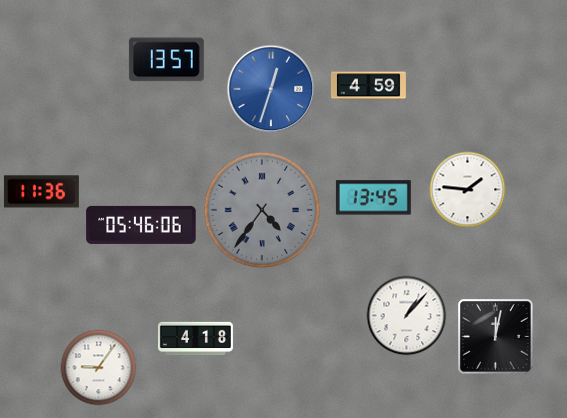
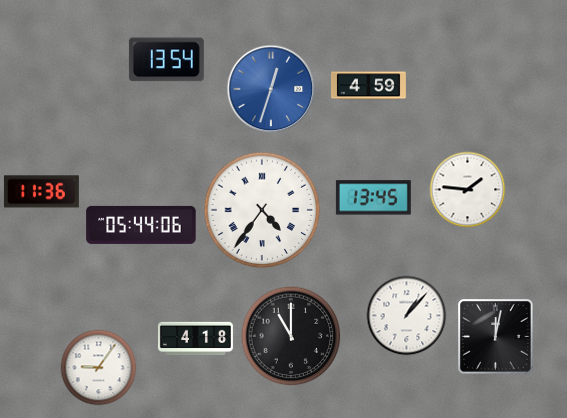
clock at (166, 60): 13:57 -> 13:54
clock at (262, 210) dial: grey -> white
clock at (141, 225): 05:46 -> 05:44
clock at (291, 336): none -> 11:00
